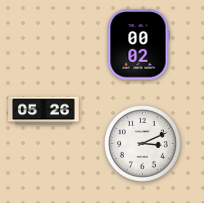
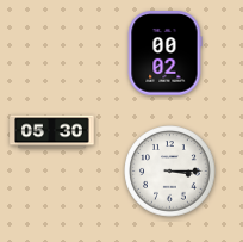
clock at (44, 111): 05:26 -> 05:30
clock at (143, 144): 3:11 -> 3:15
